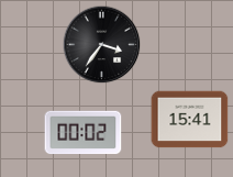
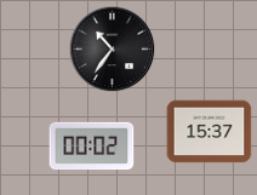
clock at (102, 45): 3:36 -> 10:36
clock at (190, 120): 15:41 -> 15:37
